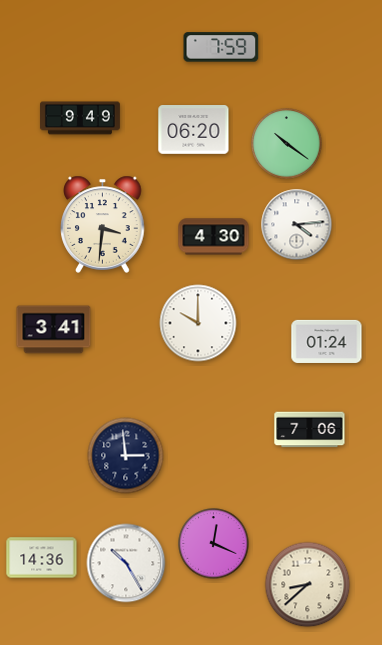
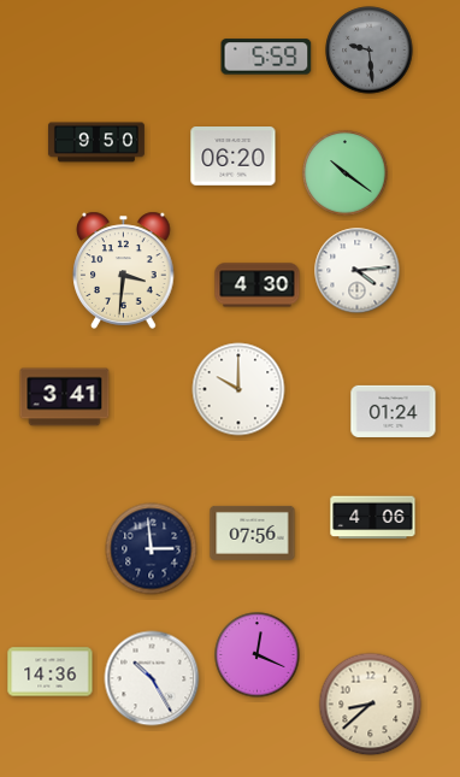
clock at (370, 51): none -> 9:29
clock at (221, 47): 7:59 -> 5:59
clock at (80, 118): 9:49 -> 9:50
clock at (310, 430): 7:06 -> 4:06
clock at (253, 532): none -> 07:56
